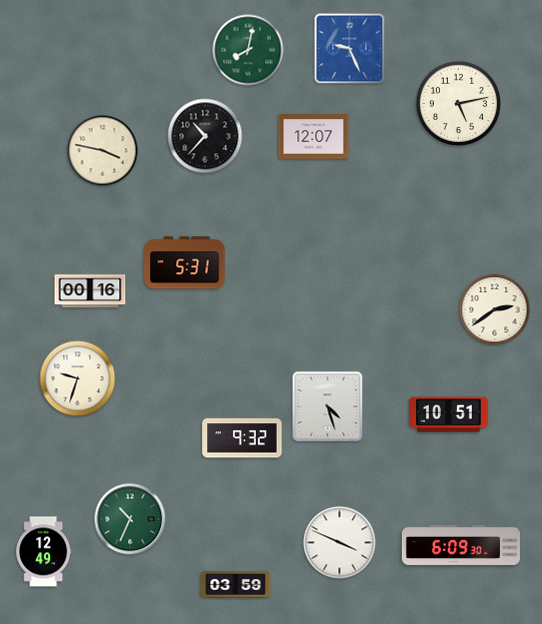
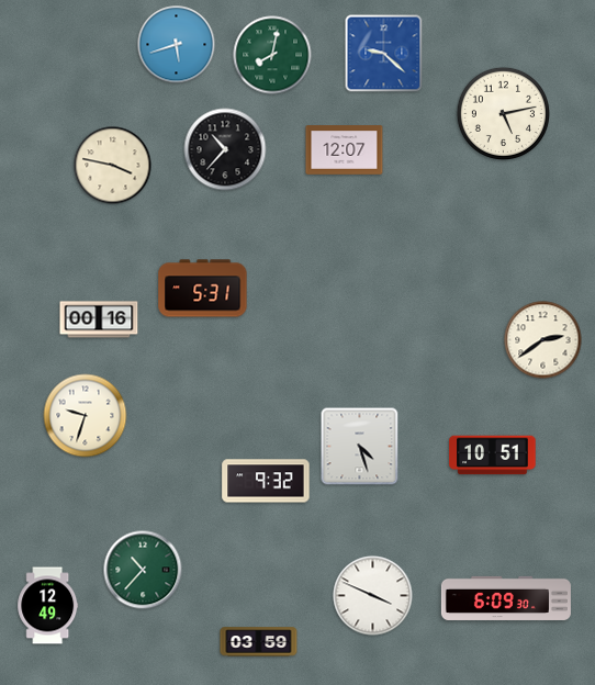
clock at (177, 45): none -> 5:42
clock at (350, 49): 9:26 -> 9:22
clock at (130, 519): 10:34 -> 10:37
